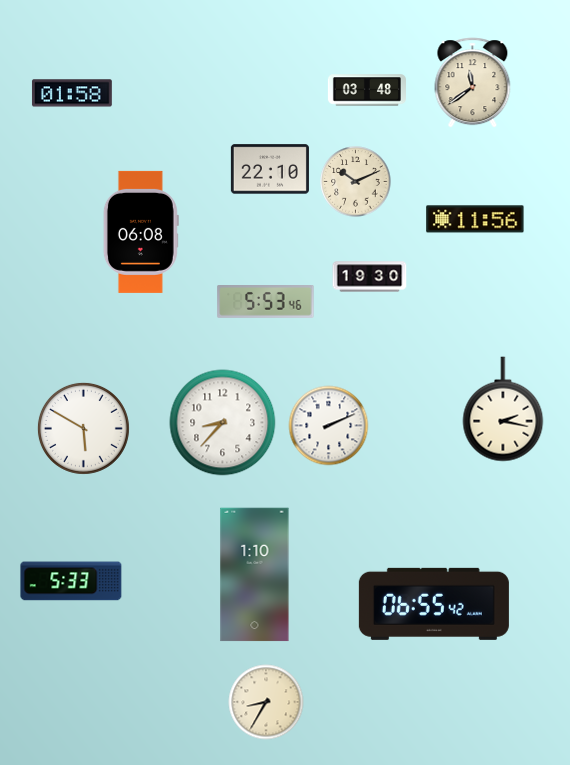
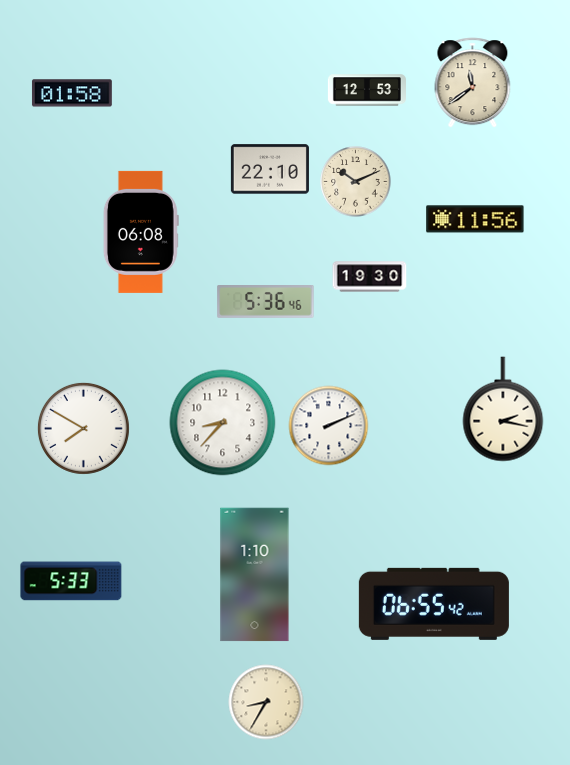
clock at (367, 90): 03:48 -> 12:53
clock at (266, 302): 5:53 -> 5:36
clock at (83, 428): 5:50 -> 7:50
